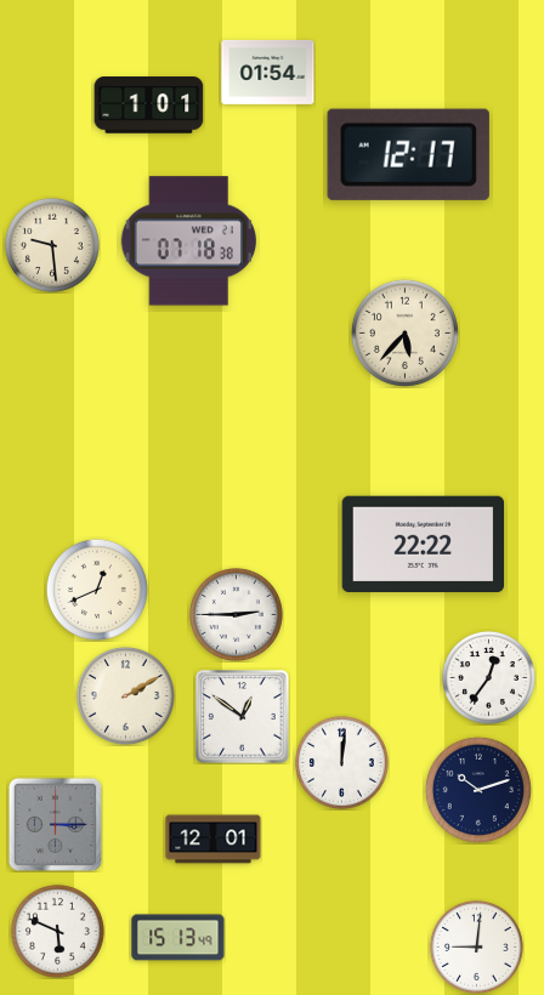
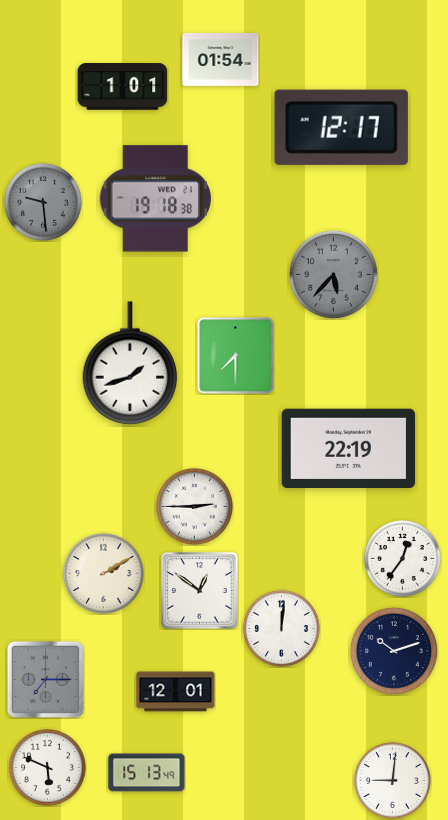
clock at (408, 154) position: (408, 154) -> (341, 127)
clock at (188, 241): 07:18 -> 19:18
clock at (52, 245) dial: cream -> grey
clock at (404, 332) dial: cream -> grey
clock at (236, 356): none -> 7:30
clock at (130, 363): none -> 1:42
clock at (424, 545): 22:22 -> 22:19
clock at (97, 590): 12:41 -> none
clock at (55, 824): 3:15 -> 7:15
